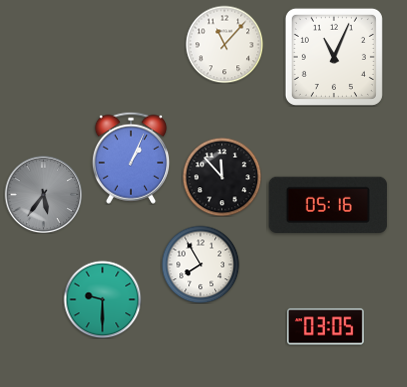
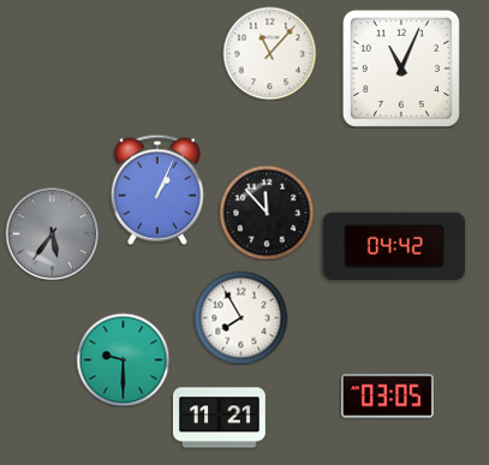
clock at (328, 205): 05:16 -> 04:42
clock at (325, 327) position: (325, 327) -> (387, 397)
clock at (219, 418): none -> 11:21
